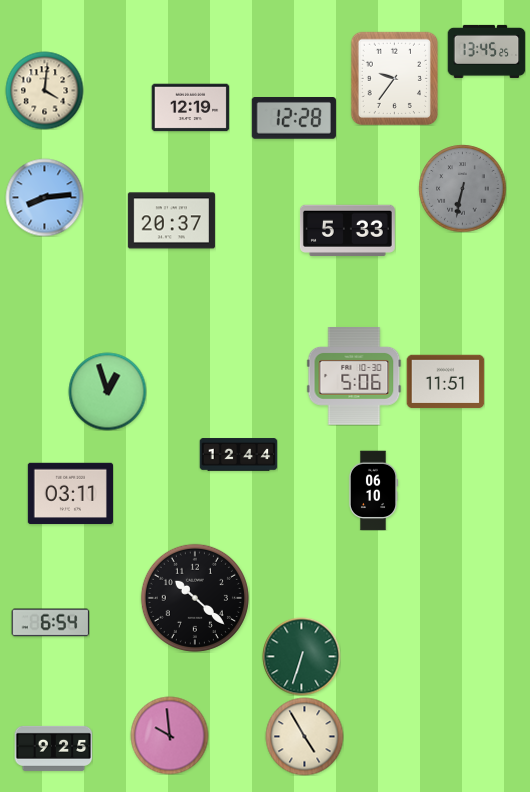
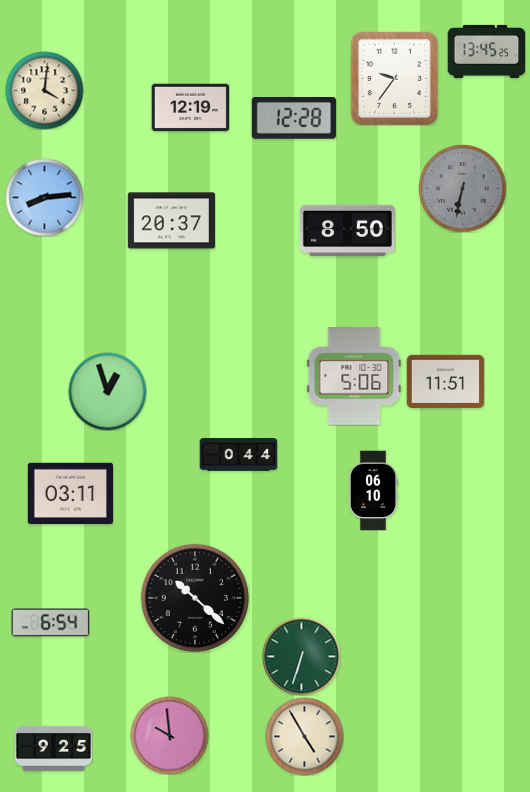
clock at (347, 230): 5:33 -> 8:50
clock at (238, 455): 12:44 -> 0:44
